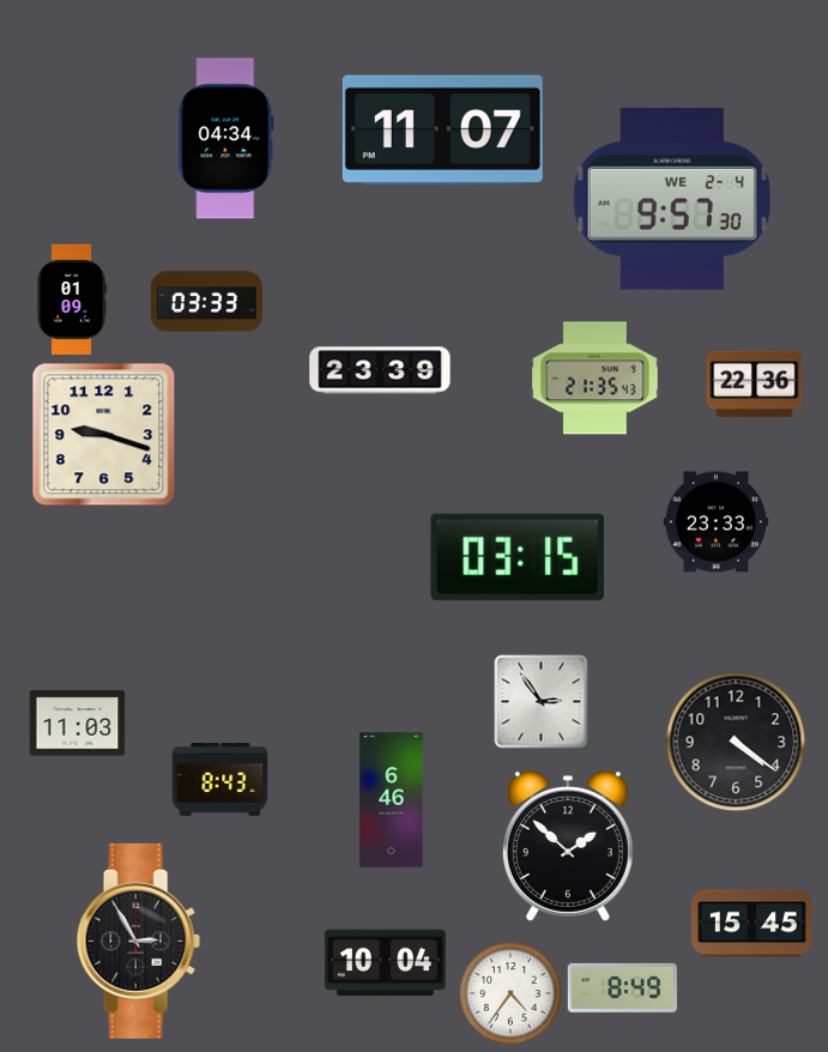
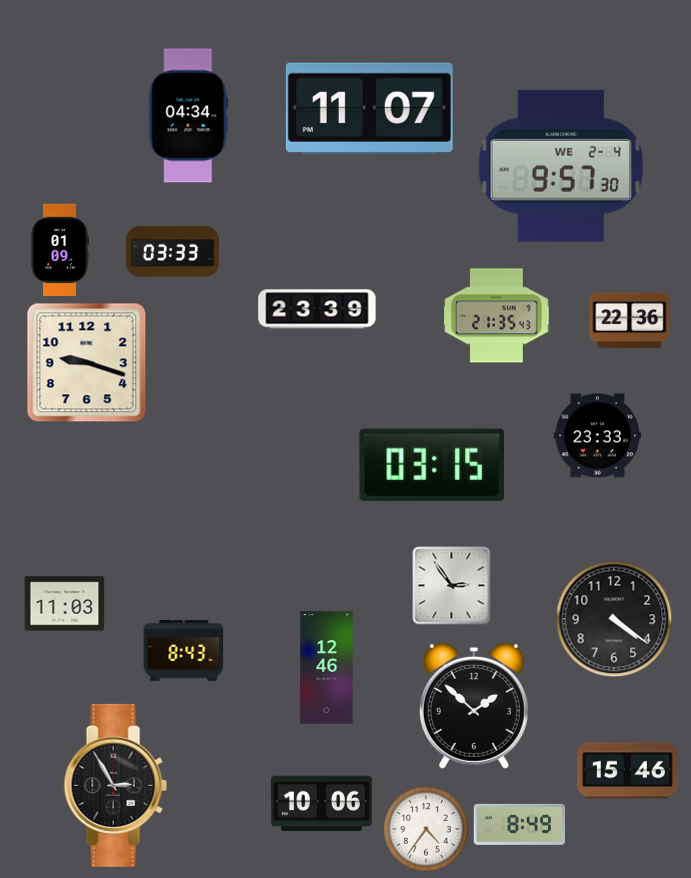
clock at (392, 800): 6:46 -> 12:46
clock at (751, 924): 15:45 -> 15:46
clock at (385, 963): 10:04 -> 10:06
